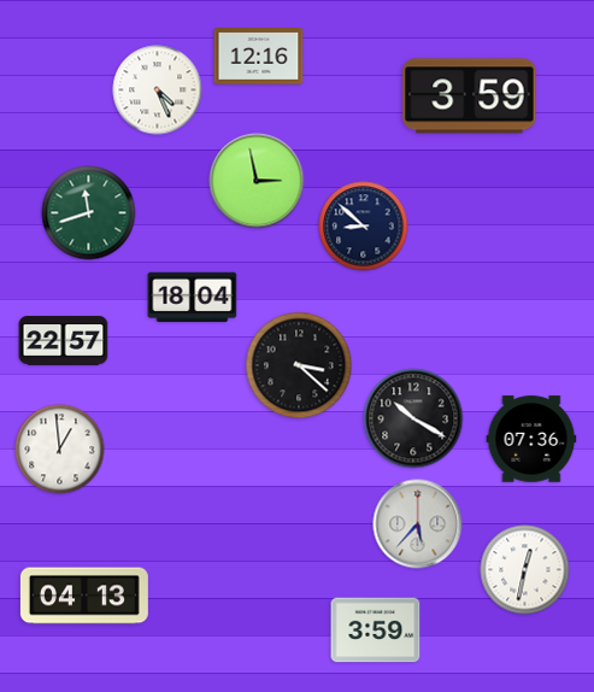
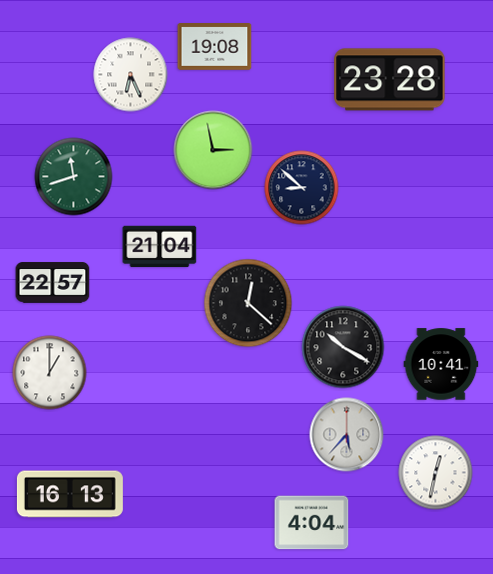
clock at (259, 57): 12:16 -> 19:08
clock at (158, 90): 4:26 -> 6:26
clock at (470, 96): 3:59 -> 23:28
clock at (193, 298): 18:04 -> 21:04
clock at (299, 365): 3:22 -> 12:22
clock at (531, 439): 07:36 -> 10:41
clock at (60, 450): 12:59 -> 1:00
clock at (84, 596): 04:13 -> 16:13
clock at (376, 631): 3:59 -> 4:04
